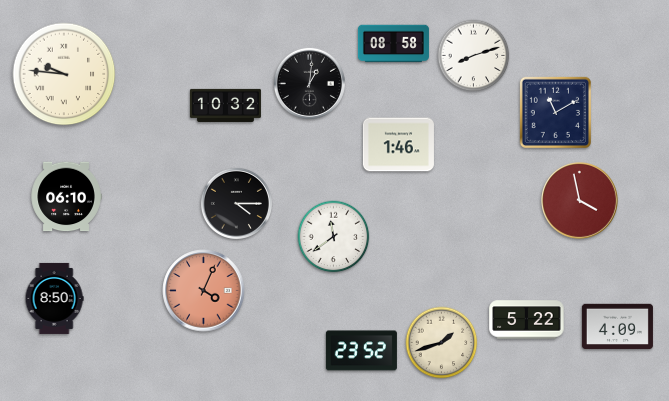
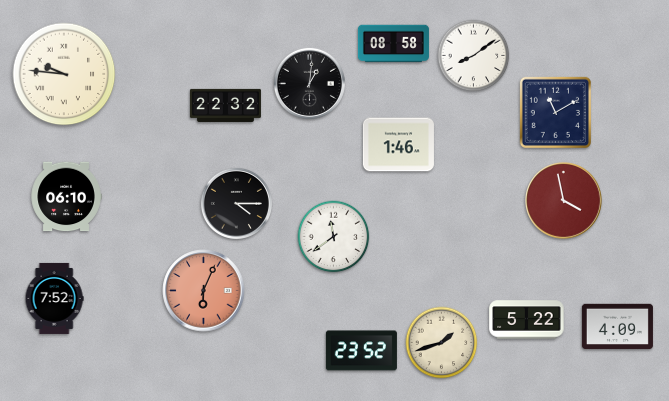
clock at (474, 56): 8:12 -> 8:09
clock at (225, 105): 10:32 -> 22:32
clock at (580, 201) position: (580, 201) -> (564, 201)
clock at (204, 291): 4:04 -> 6:04
clock at (54, 298): 8:50 -> 7:52
